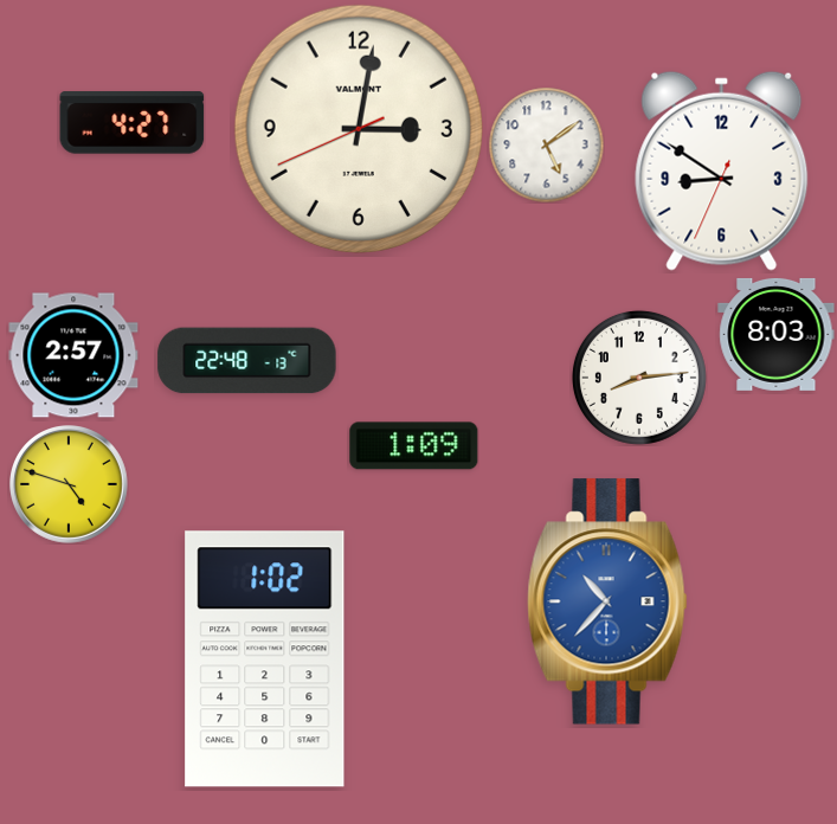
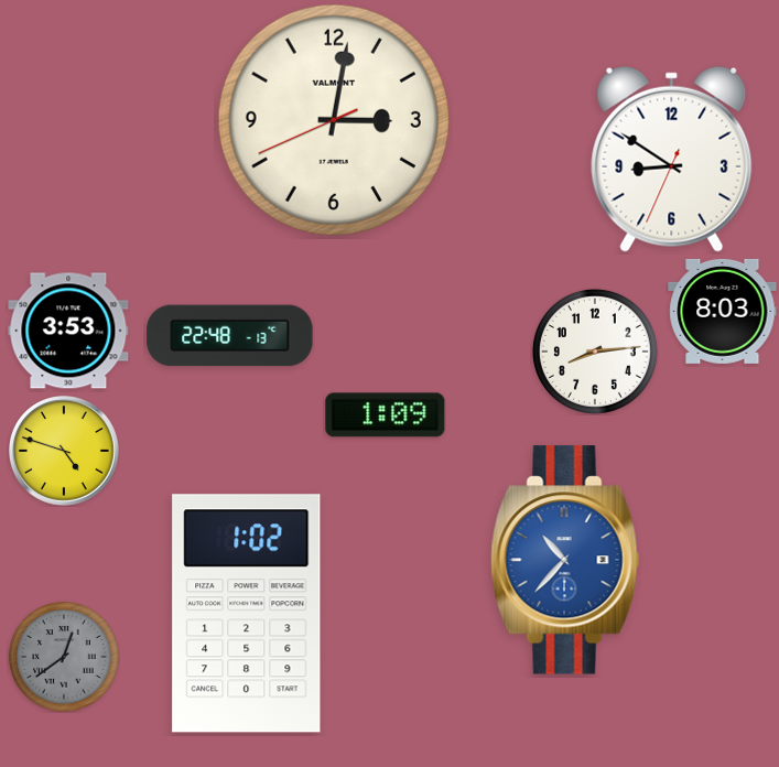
clock at (133, 123): 4:27 -> none
clock at (546, 144): 5:09 -> none
clock at (73, 355): 2:57 -> 3:53
clock at (64, 657): none -> 12:39
